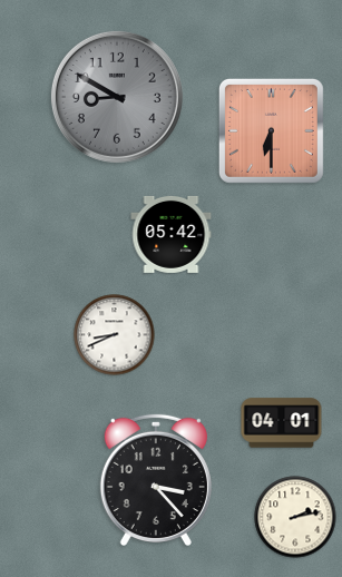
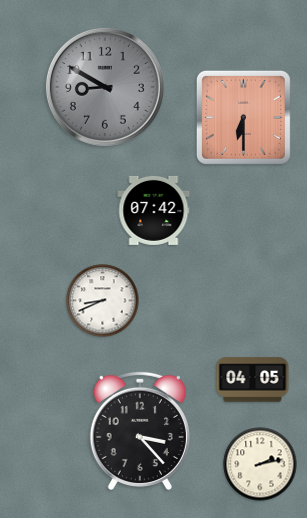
clock at (172, 234): 05:42 -> 07:42
clock at (282, 423): 04:01 -> 04:05
clock at (295, 517) position: (295, 517) -> (260, 464)
